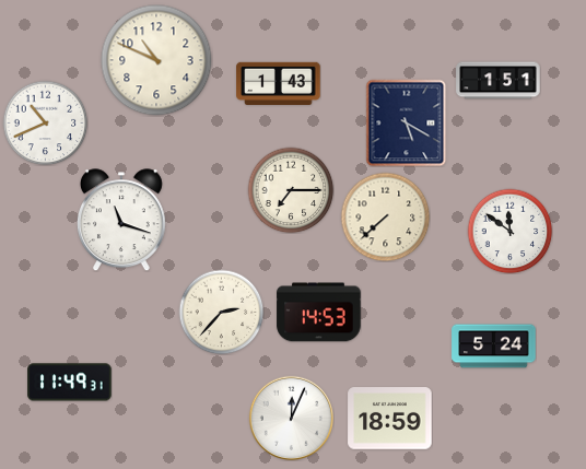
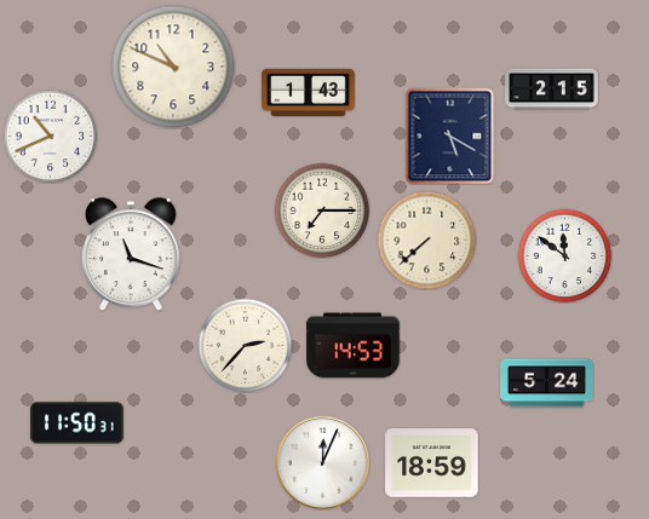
clock at (499, 81): 1:51 -> 2:15
clock at (121, 220) position: (121, 220) -> (131, 254)
clock at (70, 383): 11:49 -> 11:50
